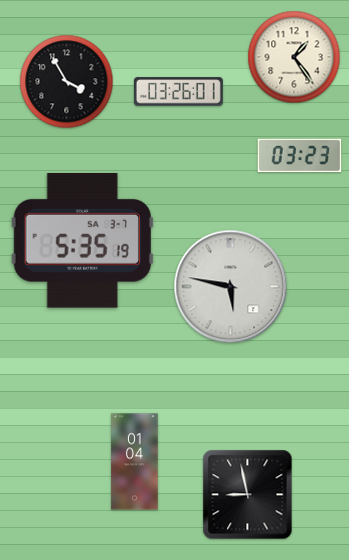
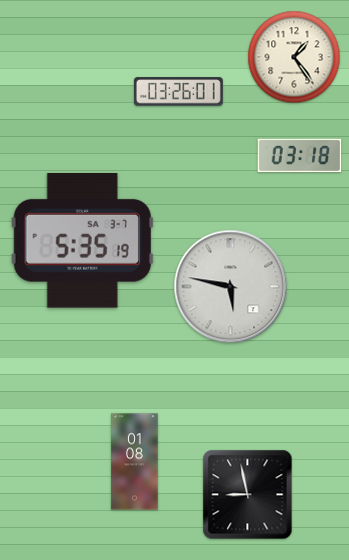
clock at (67, 82): 3:55 -> none
clock at (300, 156): 03:23 -> 03:18
clock at (135, 462): 01:04 -> 01:08
